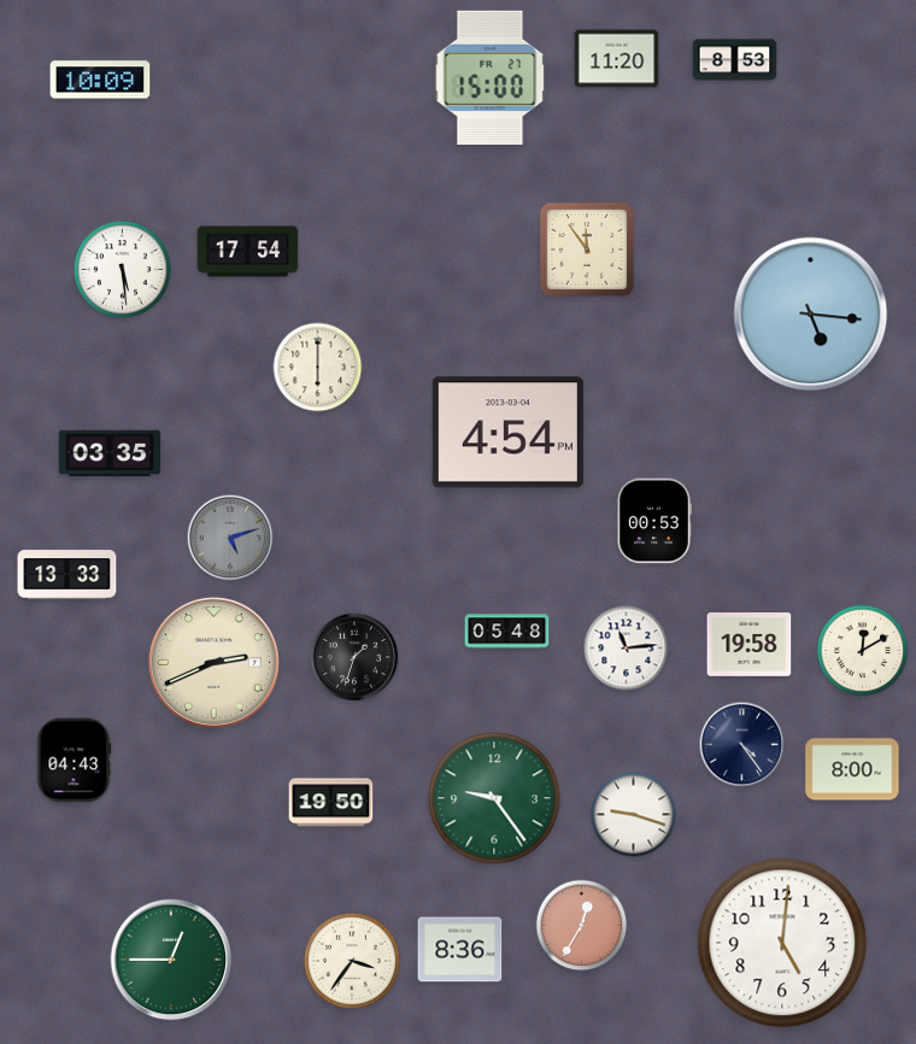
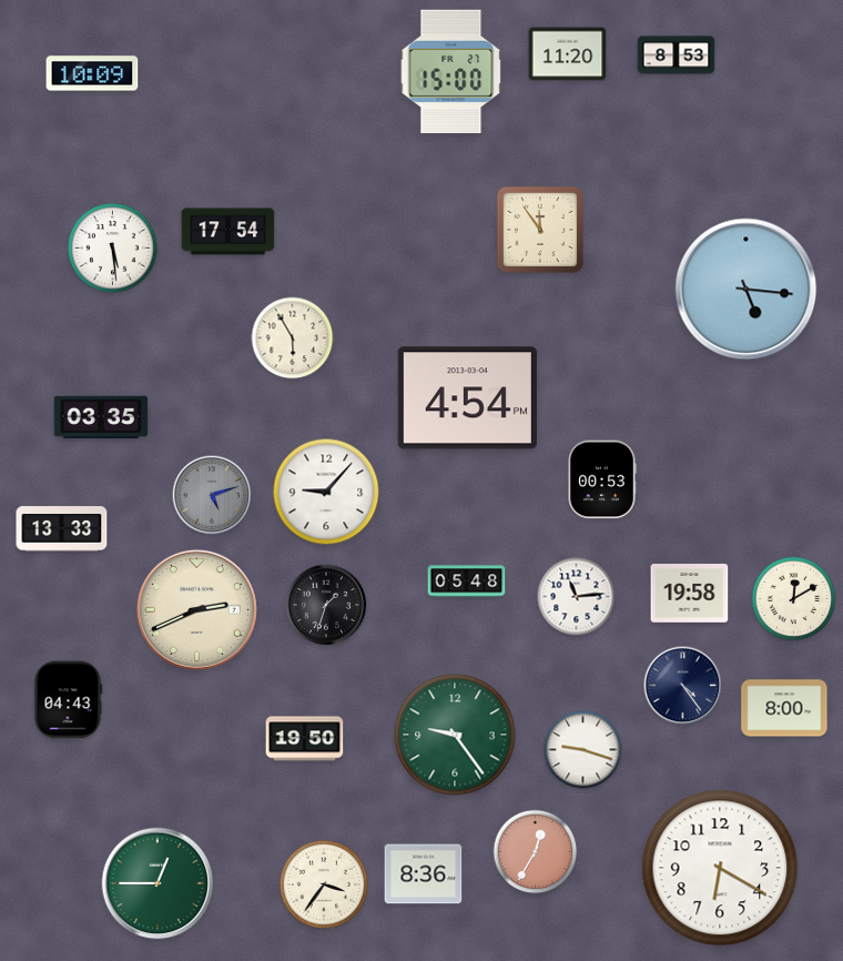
clock at (318, 368): 6:00 -> 5:55
clock at (326, 492): none -> 9:07
clock at (782, 943): 5:01 -> 6:20
